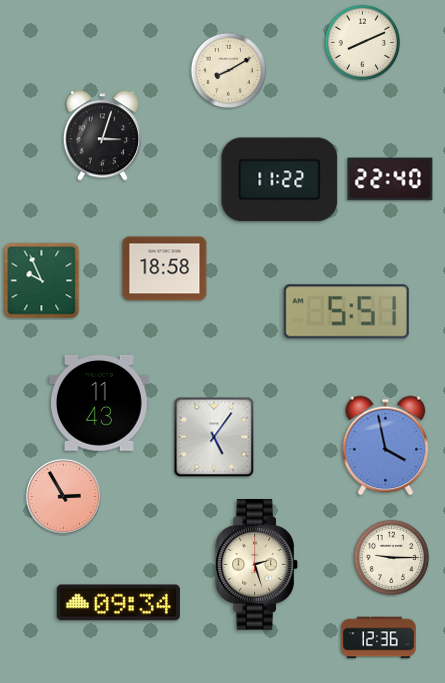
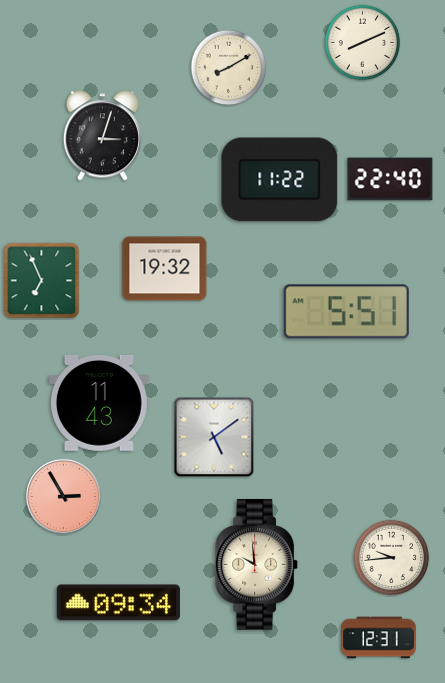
clock at (229, 71) position: (229, 71) -> (229, 68)
clock at (165, 269): 18:58 -> 19:32
clock at (42, 281): 9:56 -> 6:56
clock at (214, 437): 5:06 -> 5:09
clock at (386, 446): 3:58 -> none
clock at (392, 558): 9:15 -> 9:44
clock at (257, 565): 2:27 -> 9:59
clock at (379, 638): 12:36 -> 12:31
